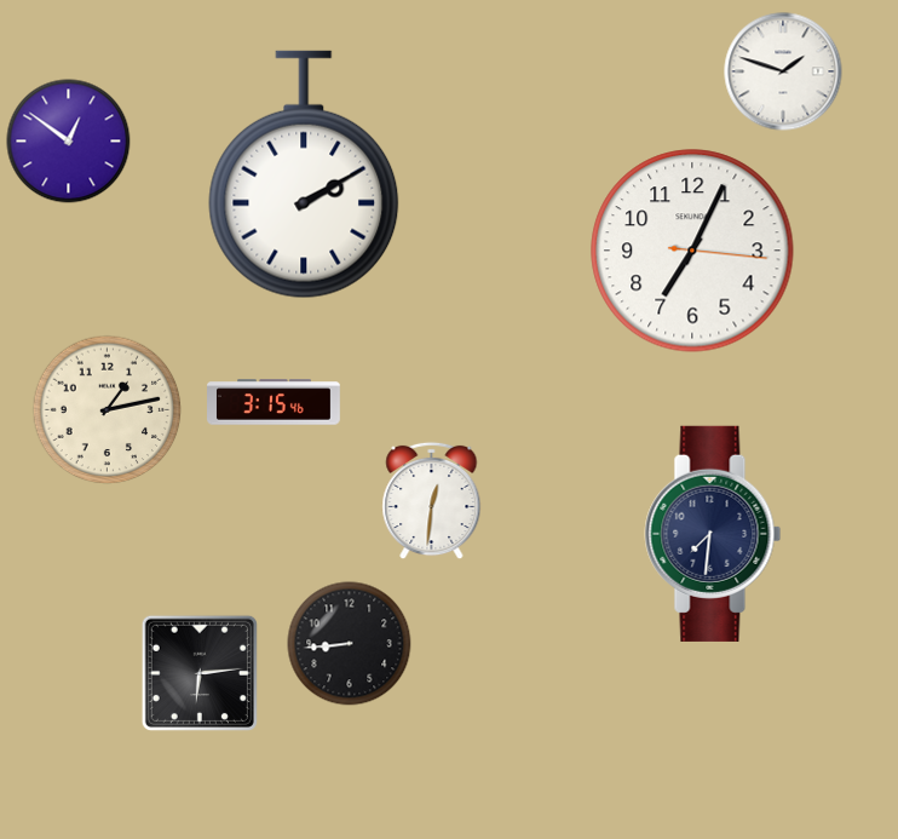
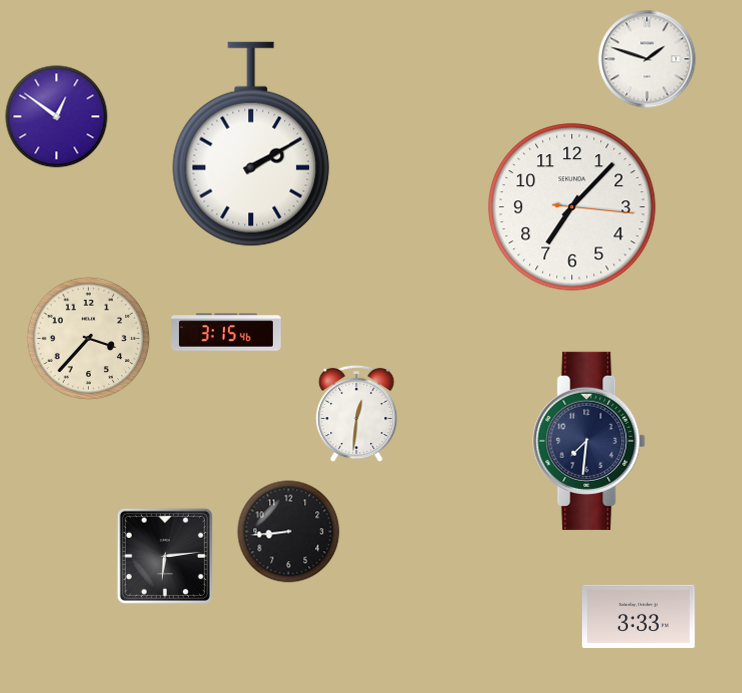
clock at (692, 251): 7:04 -> 7:07
clock at (108, 410): 1:13 -> 3:37
clock at (639, 616): none -> 3:33
